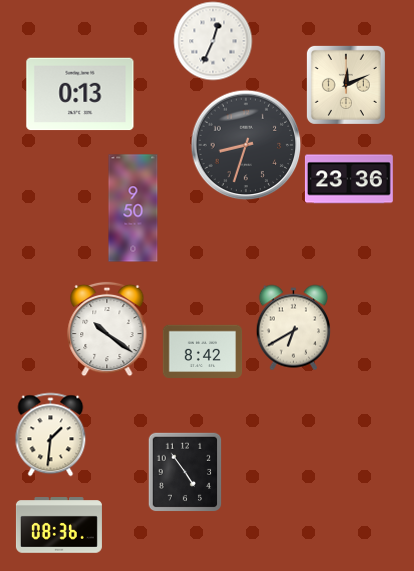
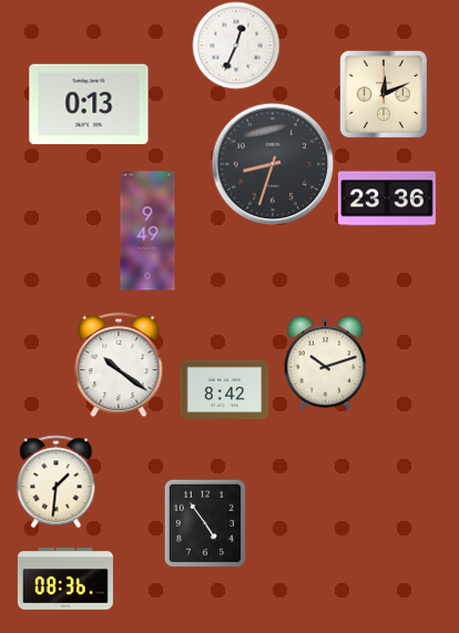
clock at (246, 145) position: (246, 145) -> (273, 164)
clock at (133, 208): 9:50 -> 9:49
clock at (293, 327): 6:40 -> 10:12
clock at (59, 525) position: (59, 525) -> (65, 579)
